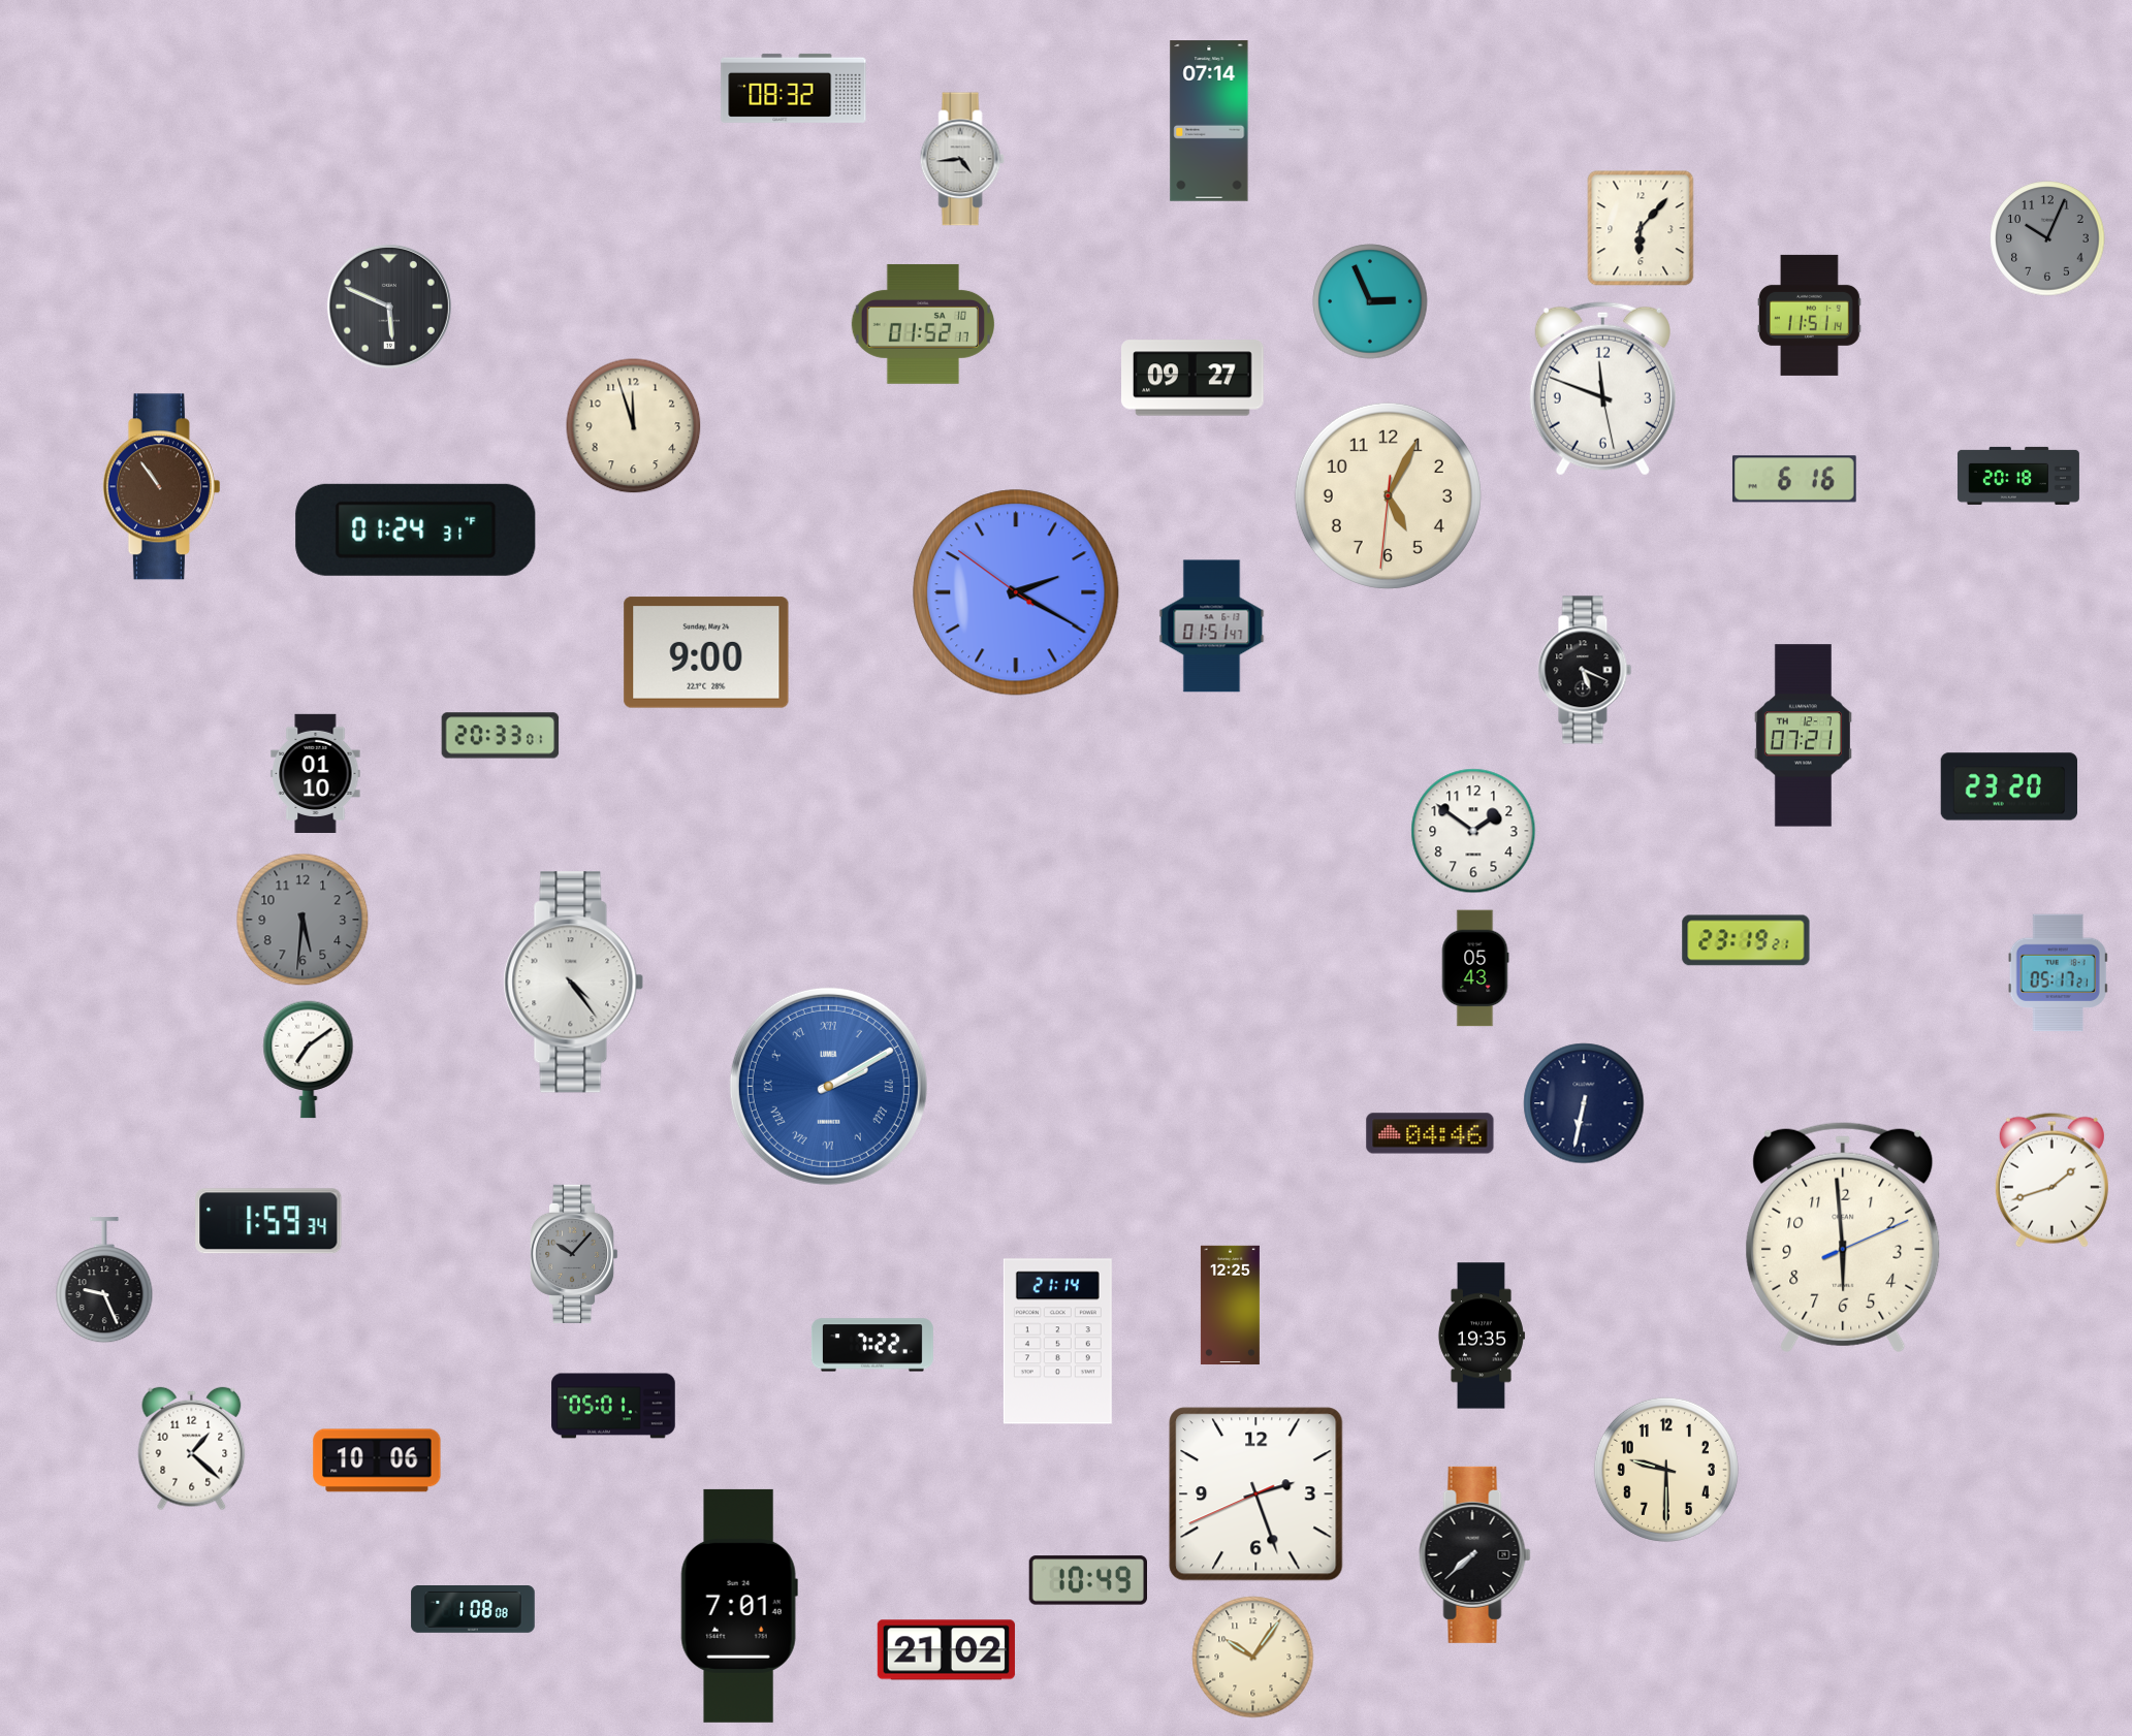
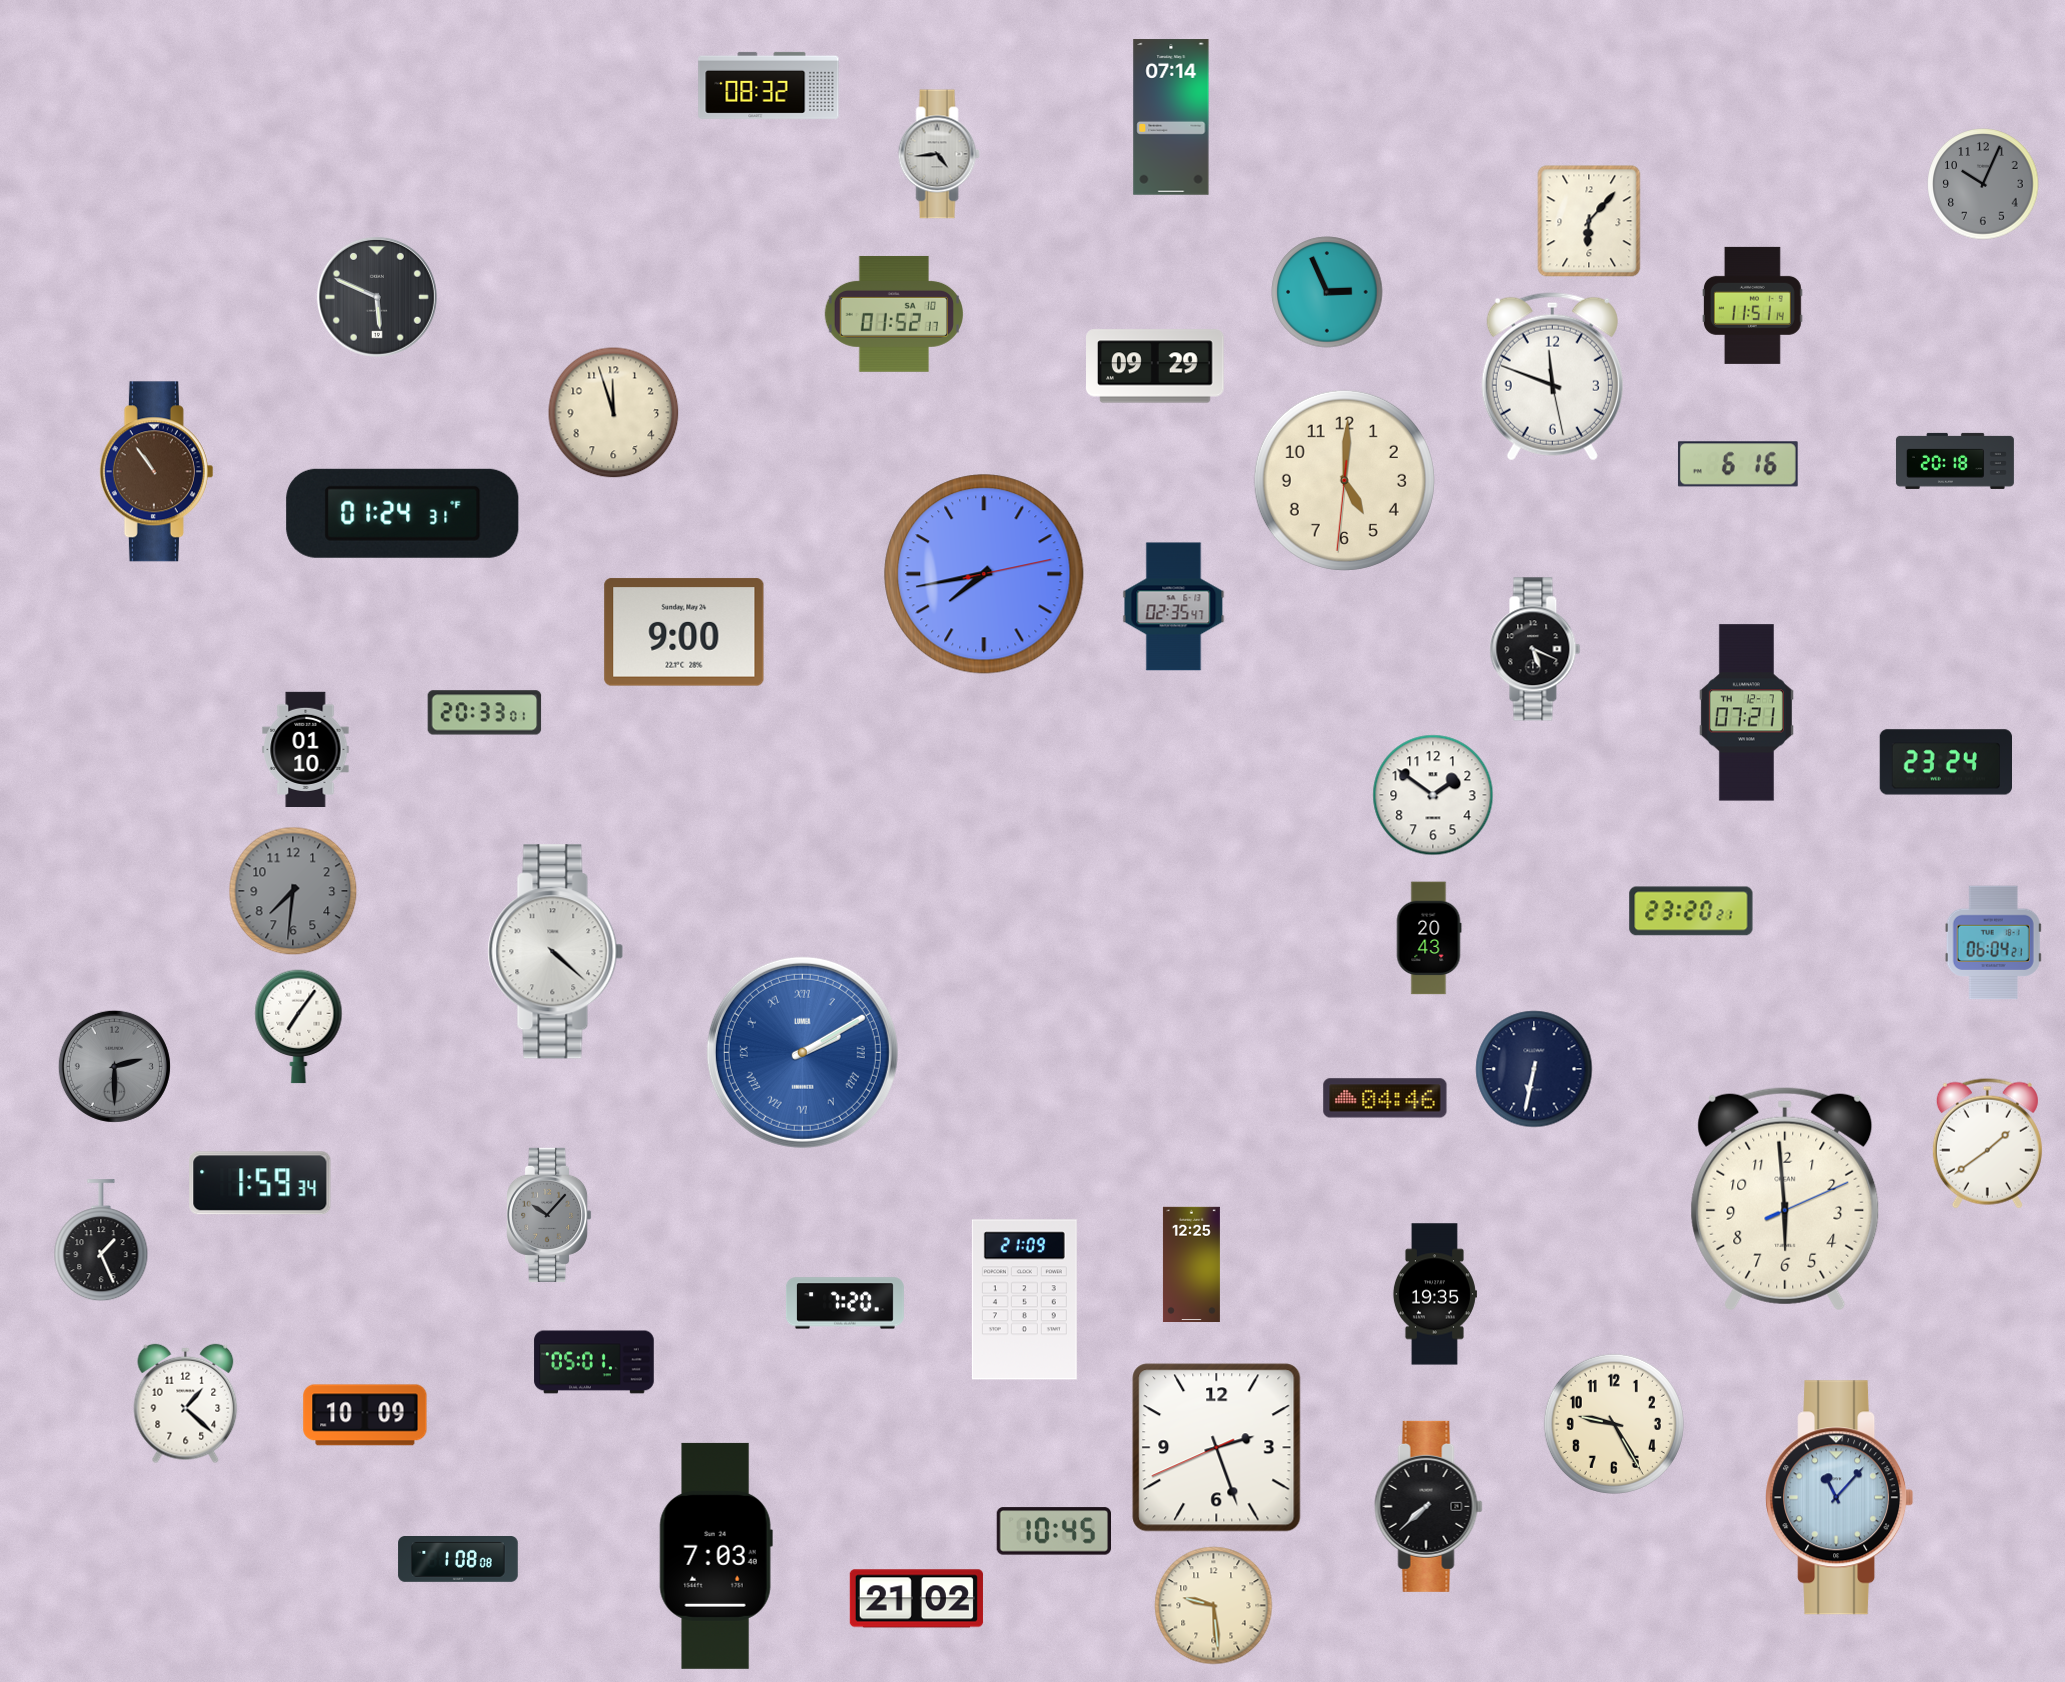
clock at (962, 159) position: (962, 159) -> (939, 154)
clock at (2047, 238) position: (2047, 238) -> (1983, 184)
clock at (1194, 378): 09:27 -> 09:29
clock at (1388, 495): 5:04 -> 5:00
clock at (1016, 592): 2:19 -> 7:43
clock at (1212, 626): 01:51 -> 02:35
clock at (2008, 786): 23:20 -> 23:24
clock at (1473, 831) position: (1473, 831) -> (1433, 795)
clock at (303, 920): 5:31 -> 7:31
clock at (1746, 940): 23:19 -> 23:20
clock at (1475, 968): 05:43 -> 20:43
clock at (2058, 973): 05:17 -> 06:04
clock at (574, 983): 4:24 -> 4:22
clock at (309, 1060): 7:09 -> 7:06
clock at (114, 1066): none -> 2:30
clock at (2051, 1180): 1:42 -> 1:39
clock at (575, 1254) position: (575, 1254) -> (550, 1215)
clock at (104, 1281): 9:26 -> 1:26
clock at (1057, 1342): 21:14 -> 21:09
clock at (872, 1345): 7:22 -> 7:20
clock at (377, 1460): 10:06 -> 10:09
clock at (1666, 1470): 9:30 -> 9:25
clock at (1840, 1498): none -> 11:07
clock at (1087, 1580): 10:49 -> 10:45
clock at (739, 1606): 7:01 -> 7:03
clock at (1253, 1658): 10:06 -> 9:29
